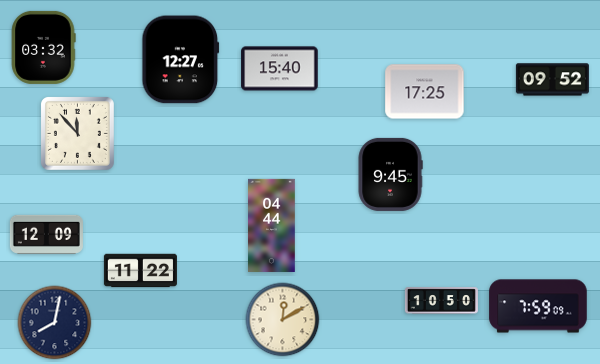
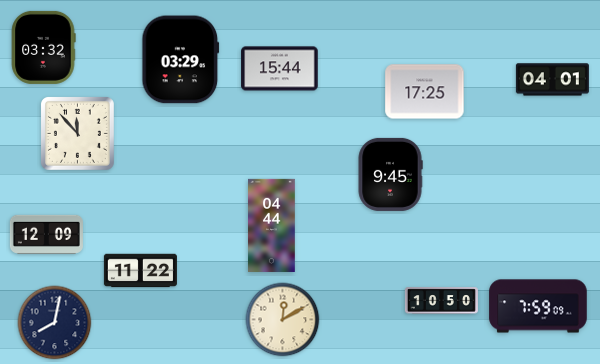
clock at (181, 60): 12:27 -> 03:29
clock at (280, 69): 15:40 -> 15:44
clock at (552, 80): 09:52 -> 04:01
